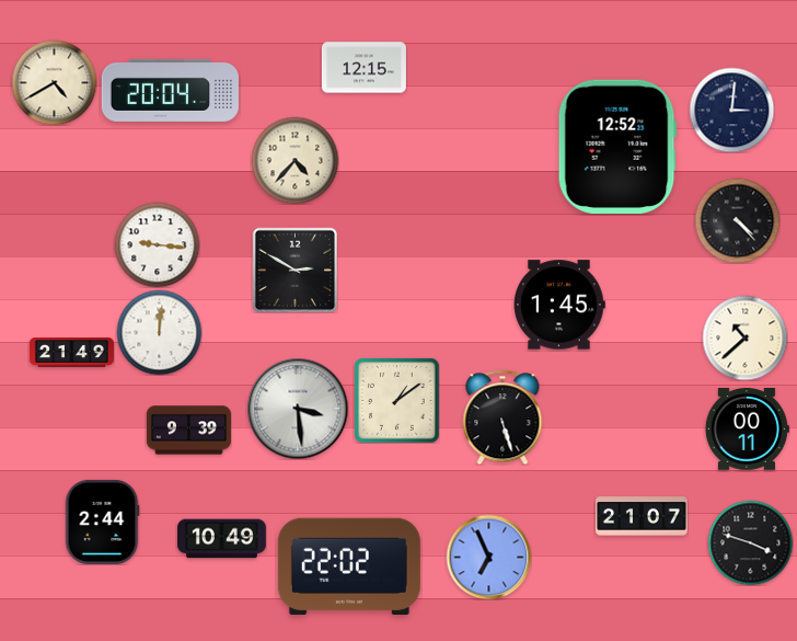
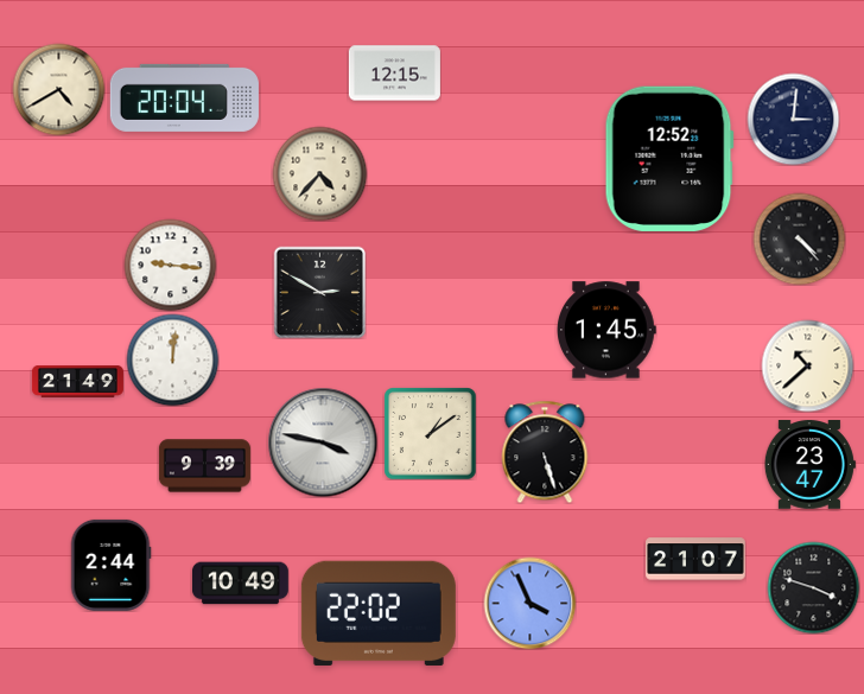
clock at (298, 409): 3:29 -> 3:47
clock at (747, 430): 00:11 -> 23:47
clock at (488, 557): 6:56 -> 3:56
